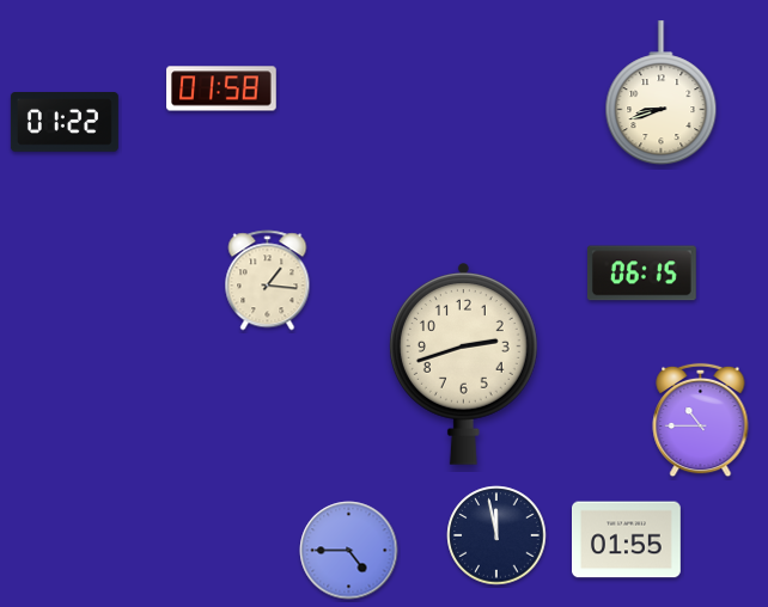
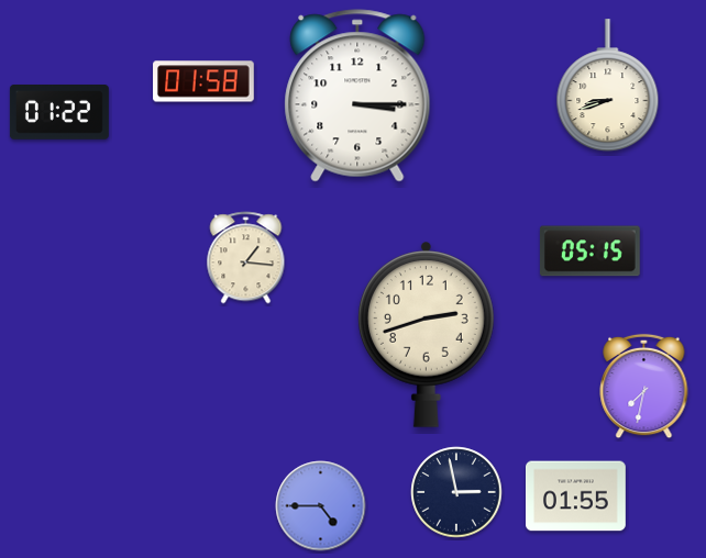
clock at (357, 96): none -> 3:15
clock at (641, 274): 06:15 -> 05:15
clock at (701, 421): 10:45 -> 7:32
clock at (496, 535): 11:58 -> 2:58
